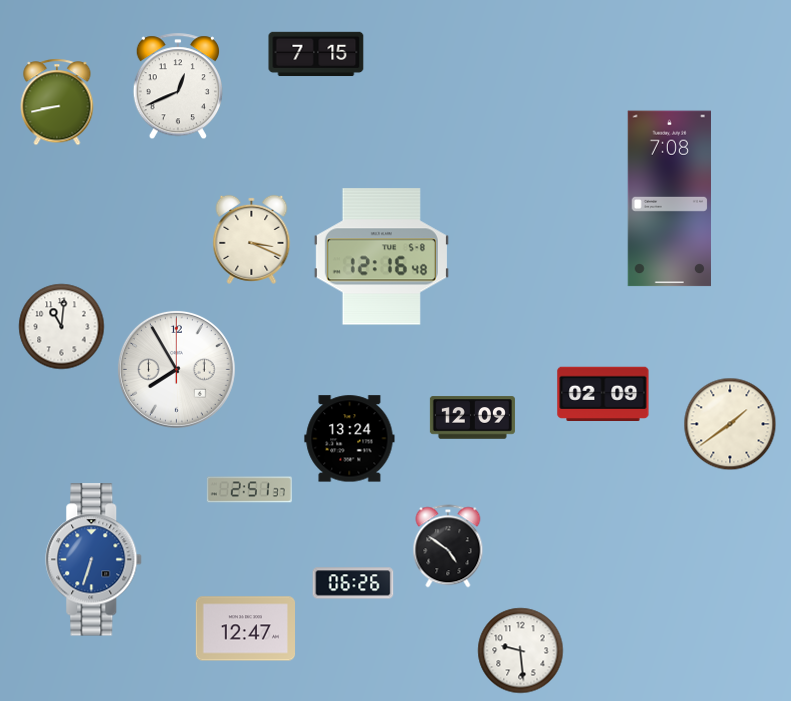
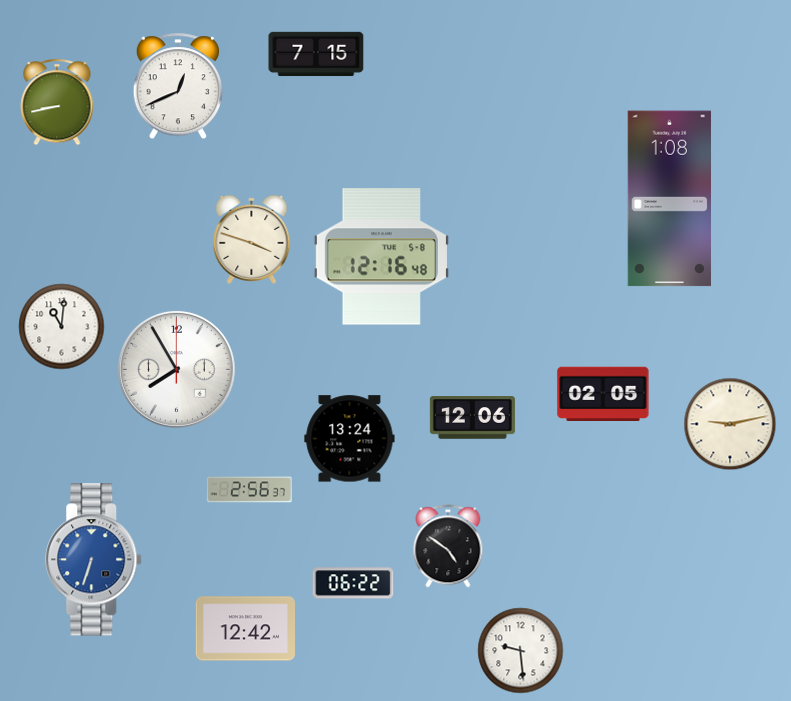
clock at (669, 199): 7:08 -> 1:08
clock at (252, 239): 3:19 -> 3:48
clock at (603, 394): 02:09 -> 02:05
clock at (472, 418): 12:09 -> 12:06
clock at (730, 424): 1:39 -> 9:13
clock at (249, 490): 2:51 -> 2:56
clock at (353, 583): 06:26 -> 06:22
clock at (246, 629): 12:47 -> 12:42
